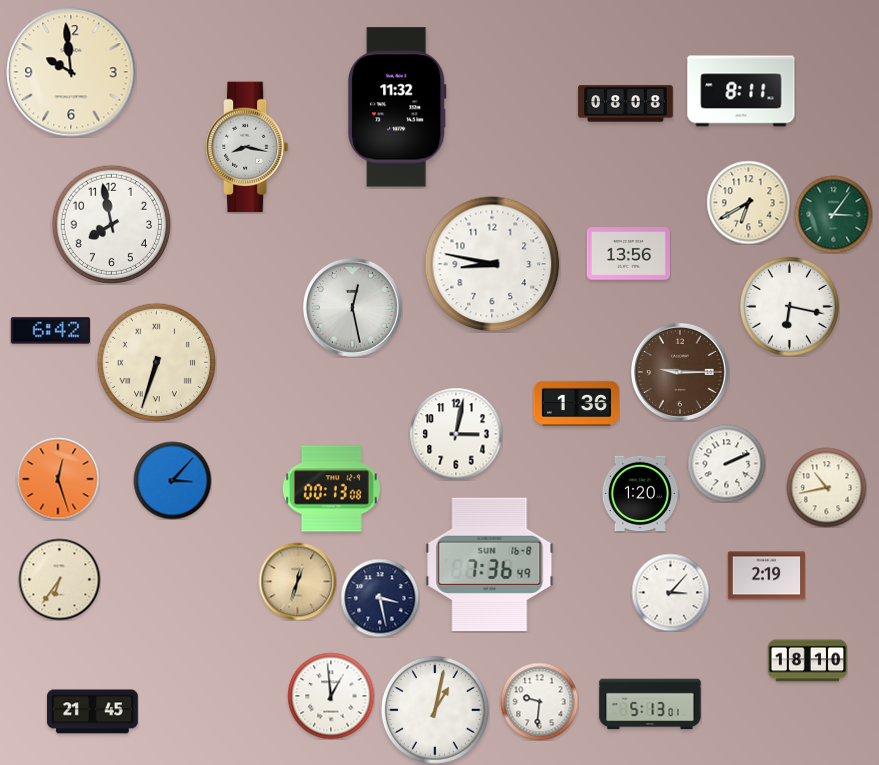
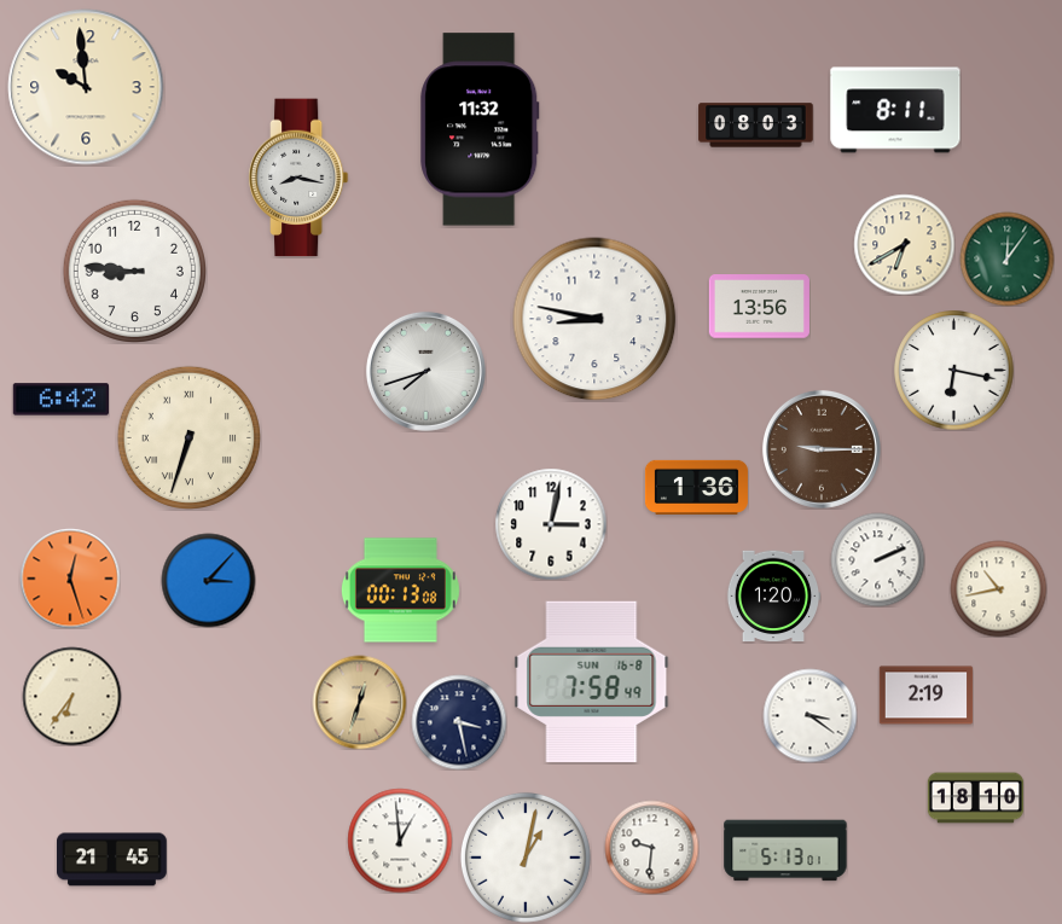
clock at (626, 104): 08:08 -> 08:03
clock at (833, 214): 3:06 -> 12:06
clock at (111, 224): 7:58 -> 8:46
clock at (352, 307): 12:28 -> 7:42
clock at (490, 565): 7:36 -> 7:58
clock at (59, 579) position: (59, 579) -> (71, 696)
clock at (670, 592): 3:07 -> 3:21
